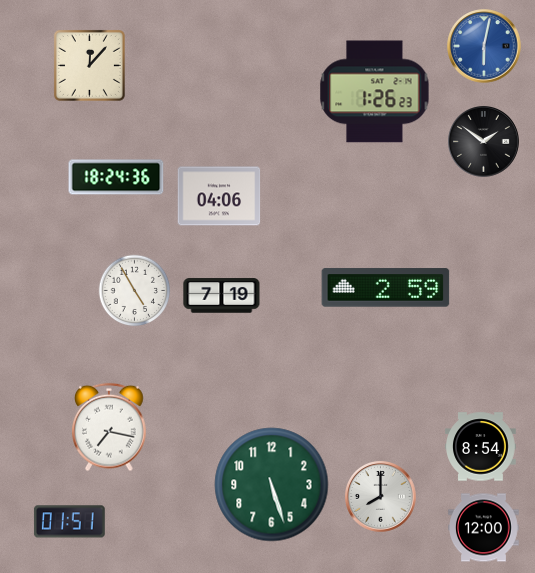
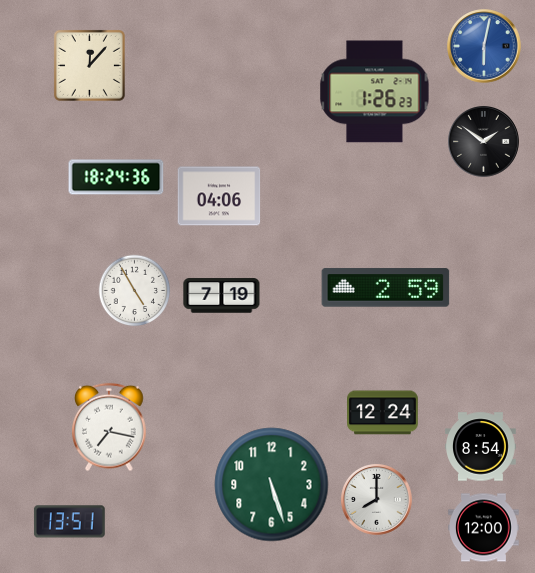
clock at (383, 413): none -> 12:24
clock at (381, 497) position: (381, 497) -> (377, 500)
clock at (69, 522): 01:51 -> 13:51
